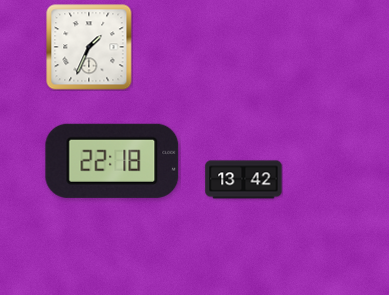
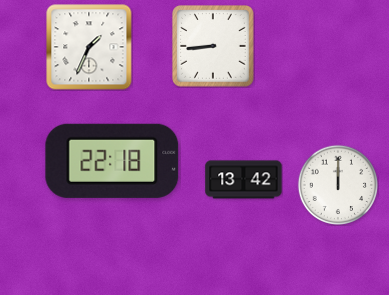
clock at (214, 47): none -> 8:44
clock at (338, 185): none -> 12:00
